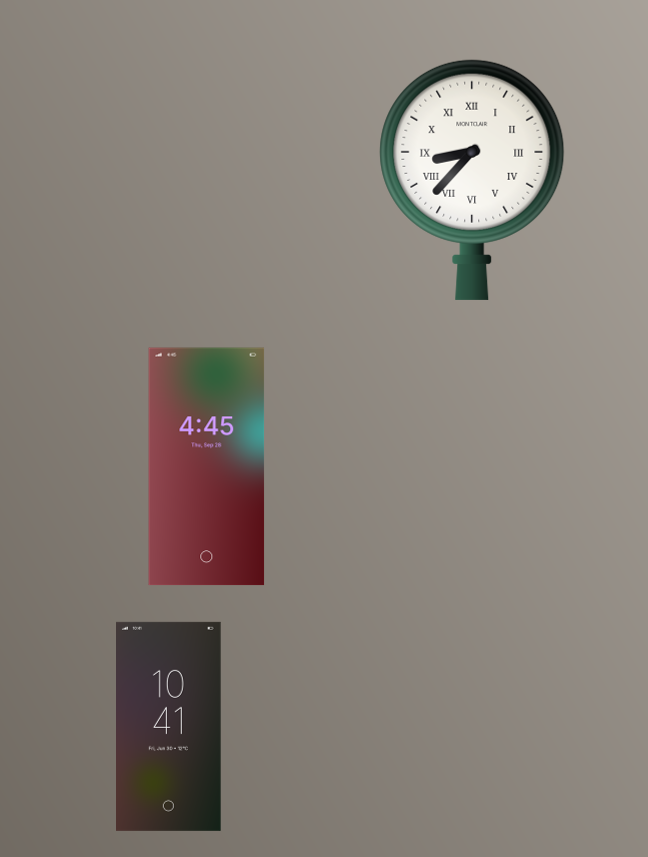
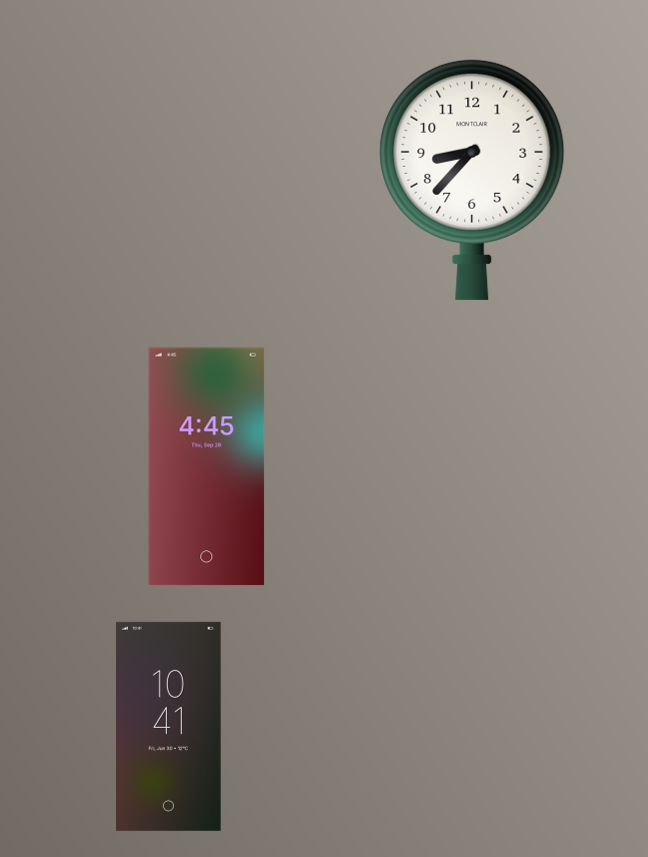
clock at (472, 179) numerals: Roman -> Arabic
